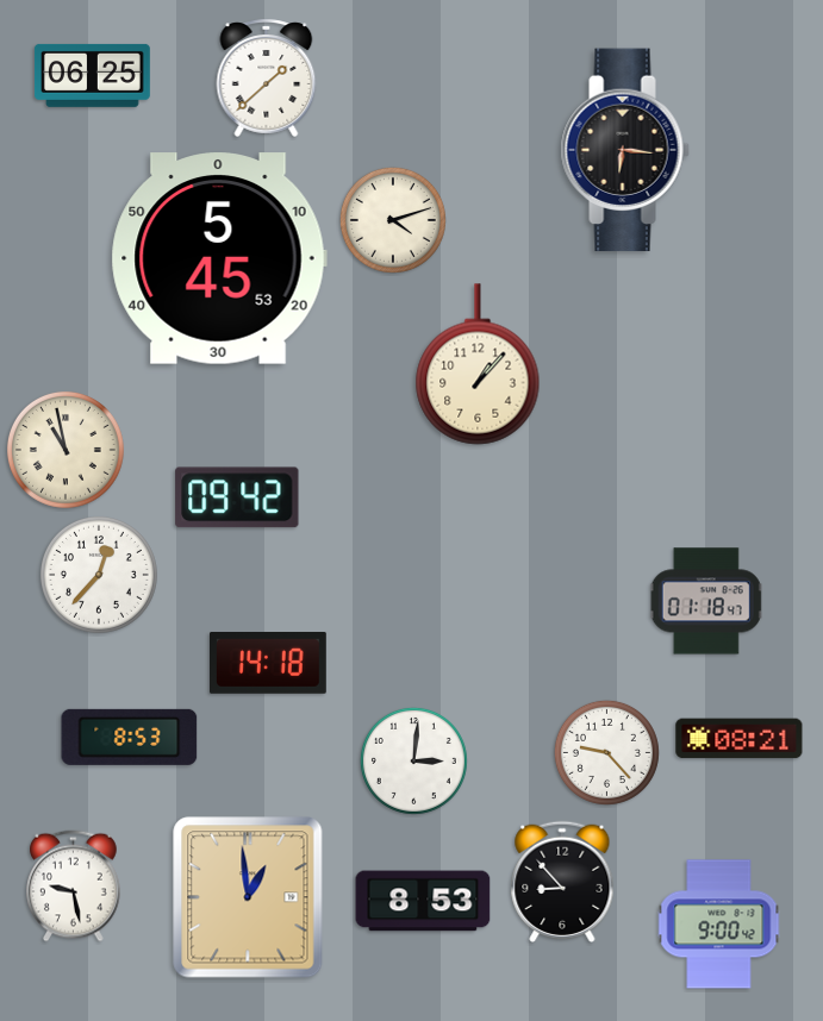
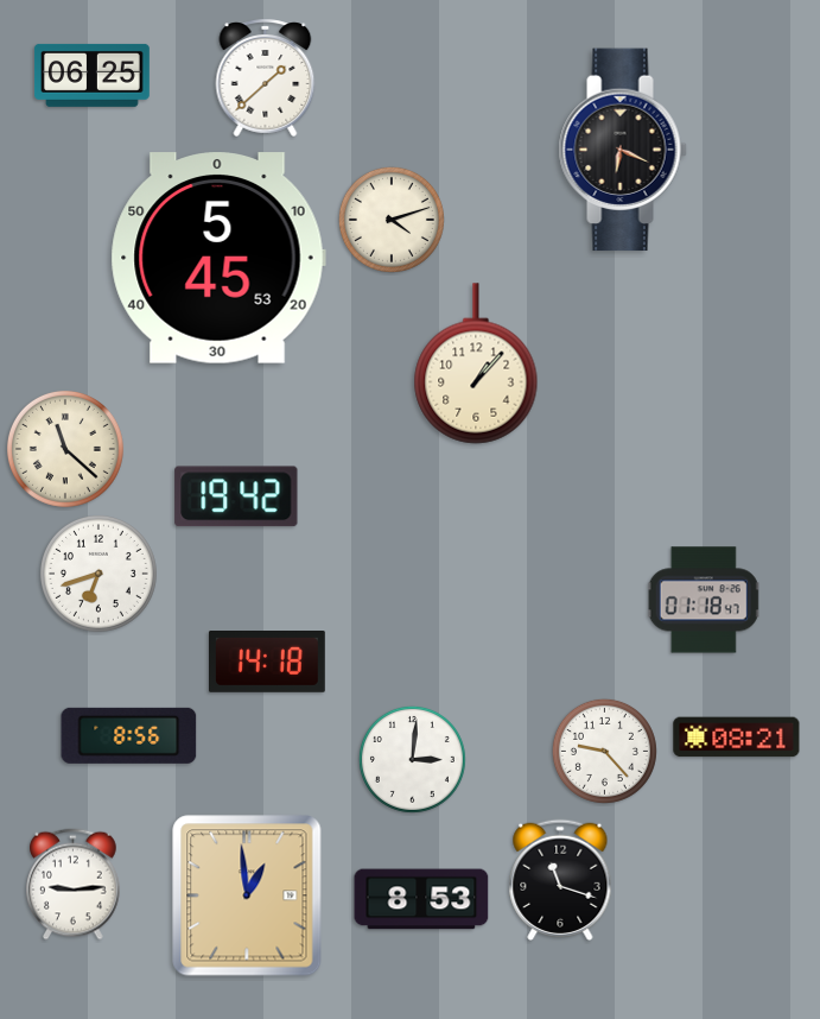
clock at (625, 150): 6:16 -> 6:19
clock at (66, 450): 10:58 -> 11:22
clock at (237, 497): 09:42 -> 19:42
clock at (99, 575): 12:37 -> 6:42
clock at (130, 737): 8:53 -> 8:56
clock at (562, 882): 8:53 -> 11:18
clock at (74, 887): 9:28 -> 9:14
clock at (719, 925): 9:00 -> none
